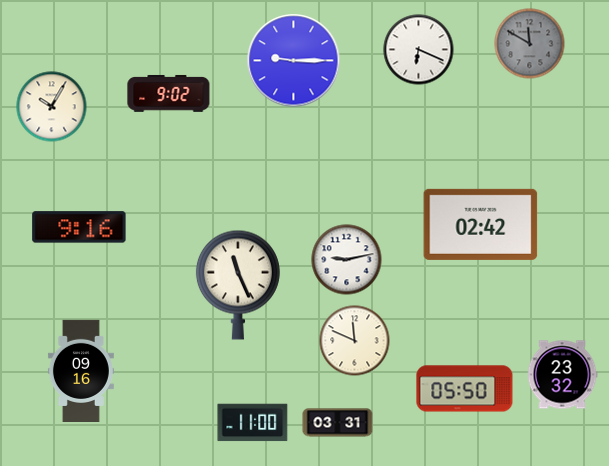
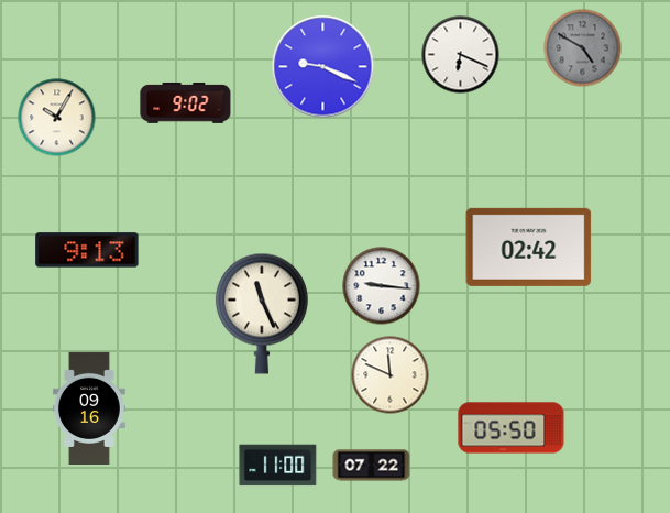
clock at (530, 44): 11:50 -> 4:50
clock at (294, 61): 9:15 -> 9:19
clock at (79, 227): 9:16 -> 9:13
clock at (347, 260): 9:13 -> 9:16
clock at (562, 375): 23:32 -> none
clock at (338, 423): 03:31 -> 07:22
